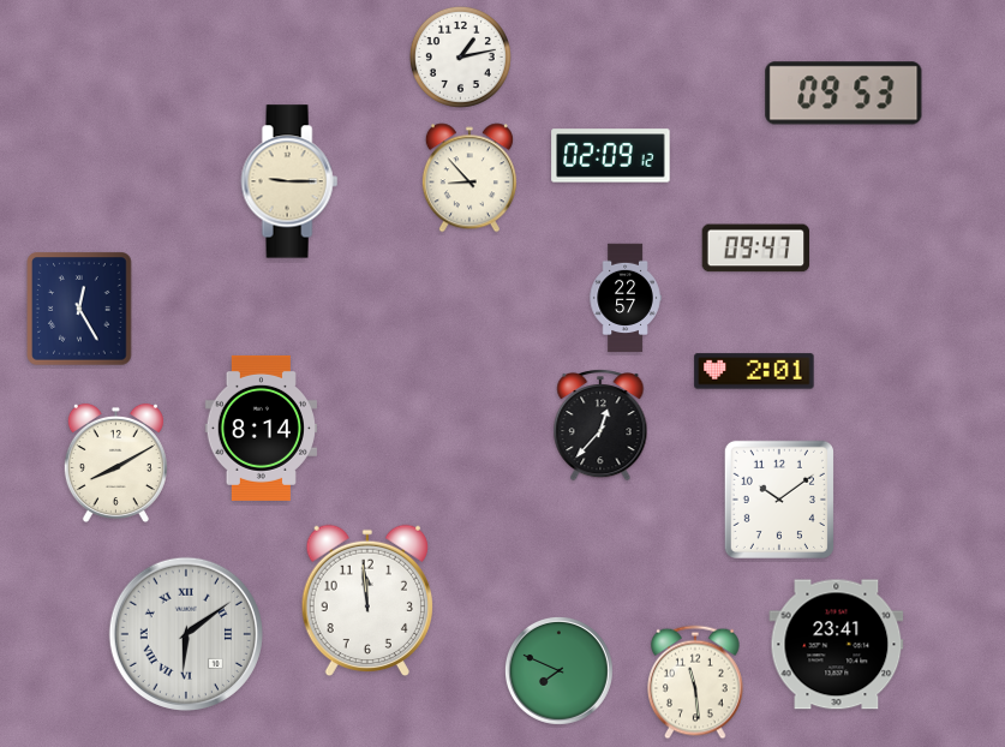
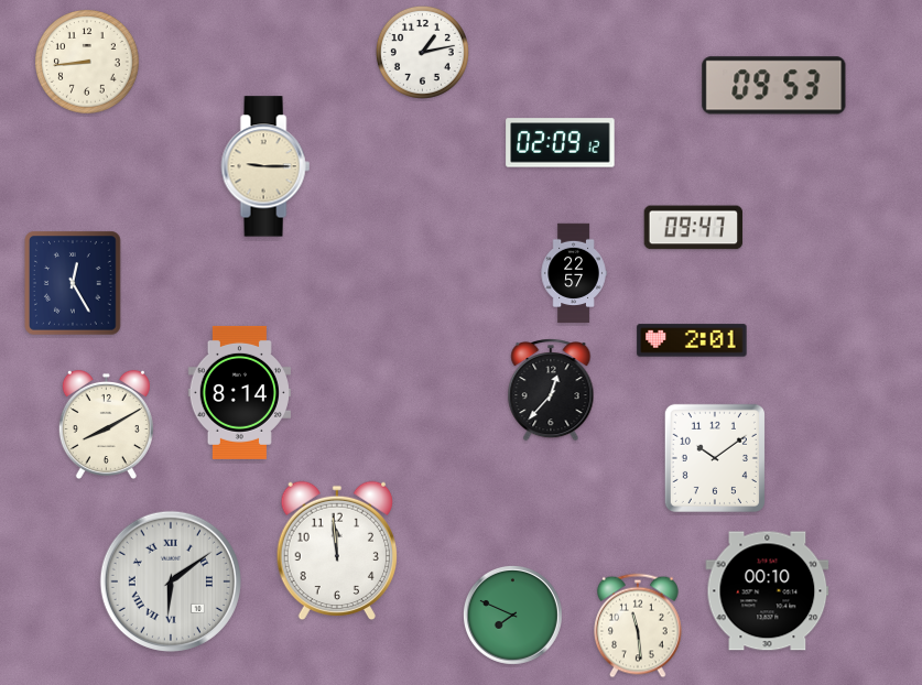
clock at (88, 63): none -> 8:44
clock at (469, 178): 8:53 -> none
clock at (837, 645): 23:41 -> 00:10
